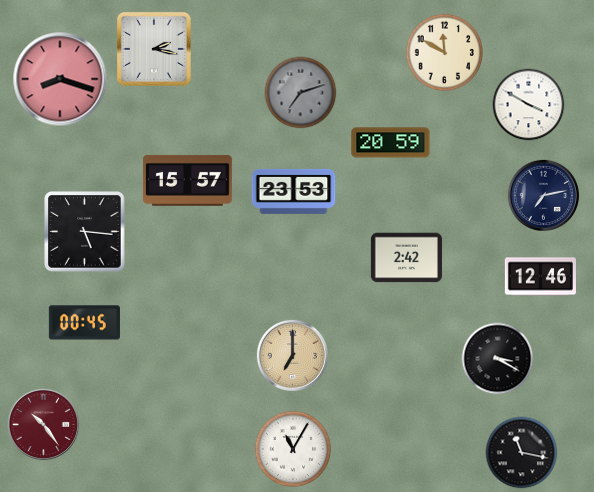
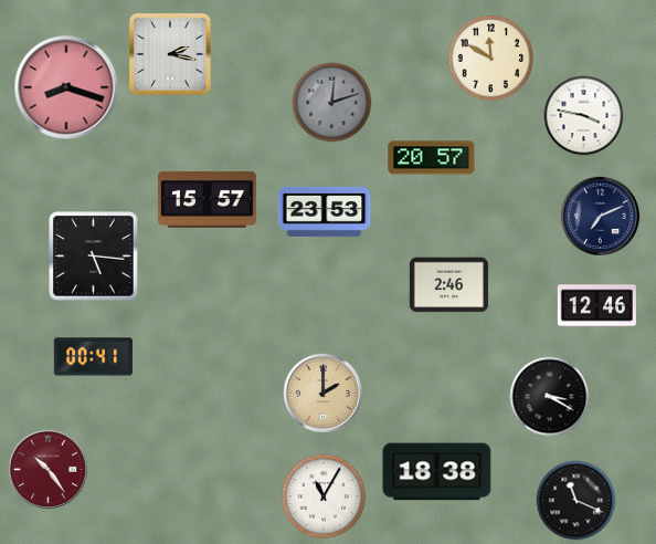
clock at (301, 93): 7:12 -> 12:12
clock at (529, 105): 3:50 -> 3:47
clock at (391, 143): 20:59 -> 20:57
clock at (543, 195): 7:13 -> 7:11
clock at (406, 258): 2:42 -> 2:46
clock at (84, 323): 00:45 -> 00:41
clock at (292, 355): 7:00 -> 2:00
clock at (437, 472): none -> 18:38
clock at (522, 453): 11:17 -> 11:19
